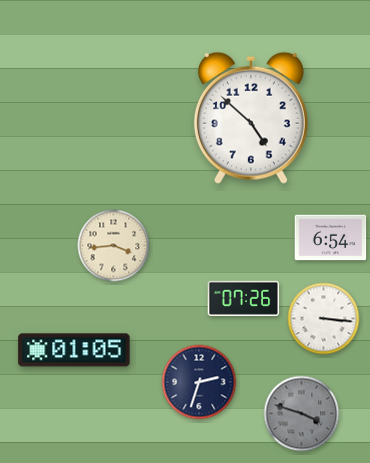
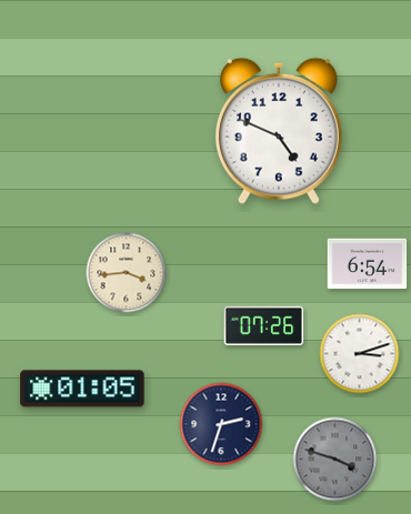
clock at (251, 118): 4:52 -> 4:49
clock at (244, 298) position: (244, 298) -> (264, 325)
clock at (324, 319): 3:16 -> 3:12
